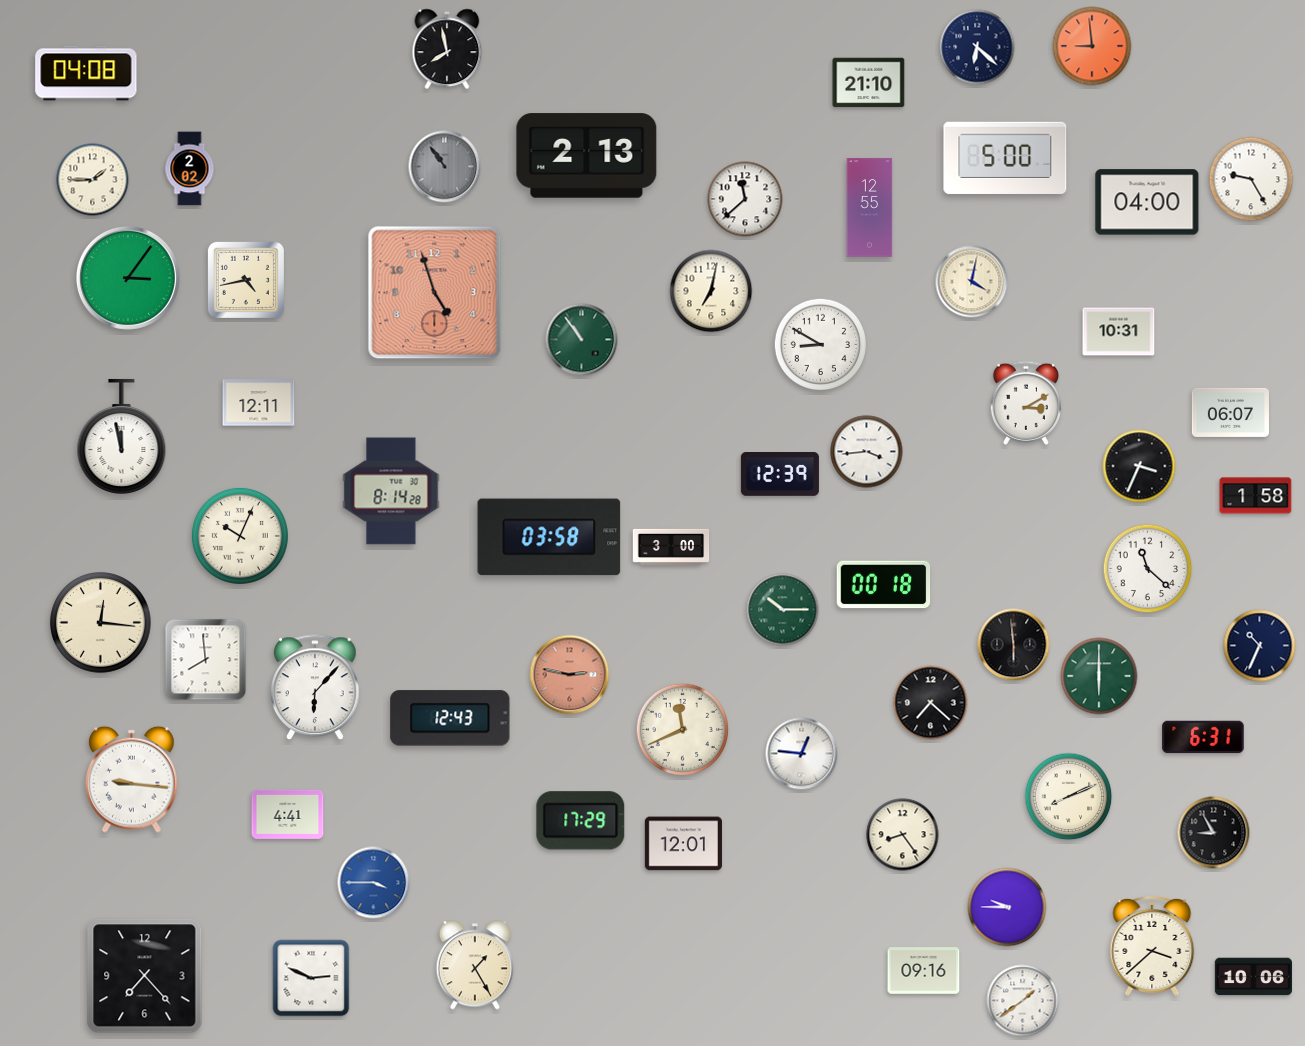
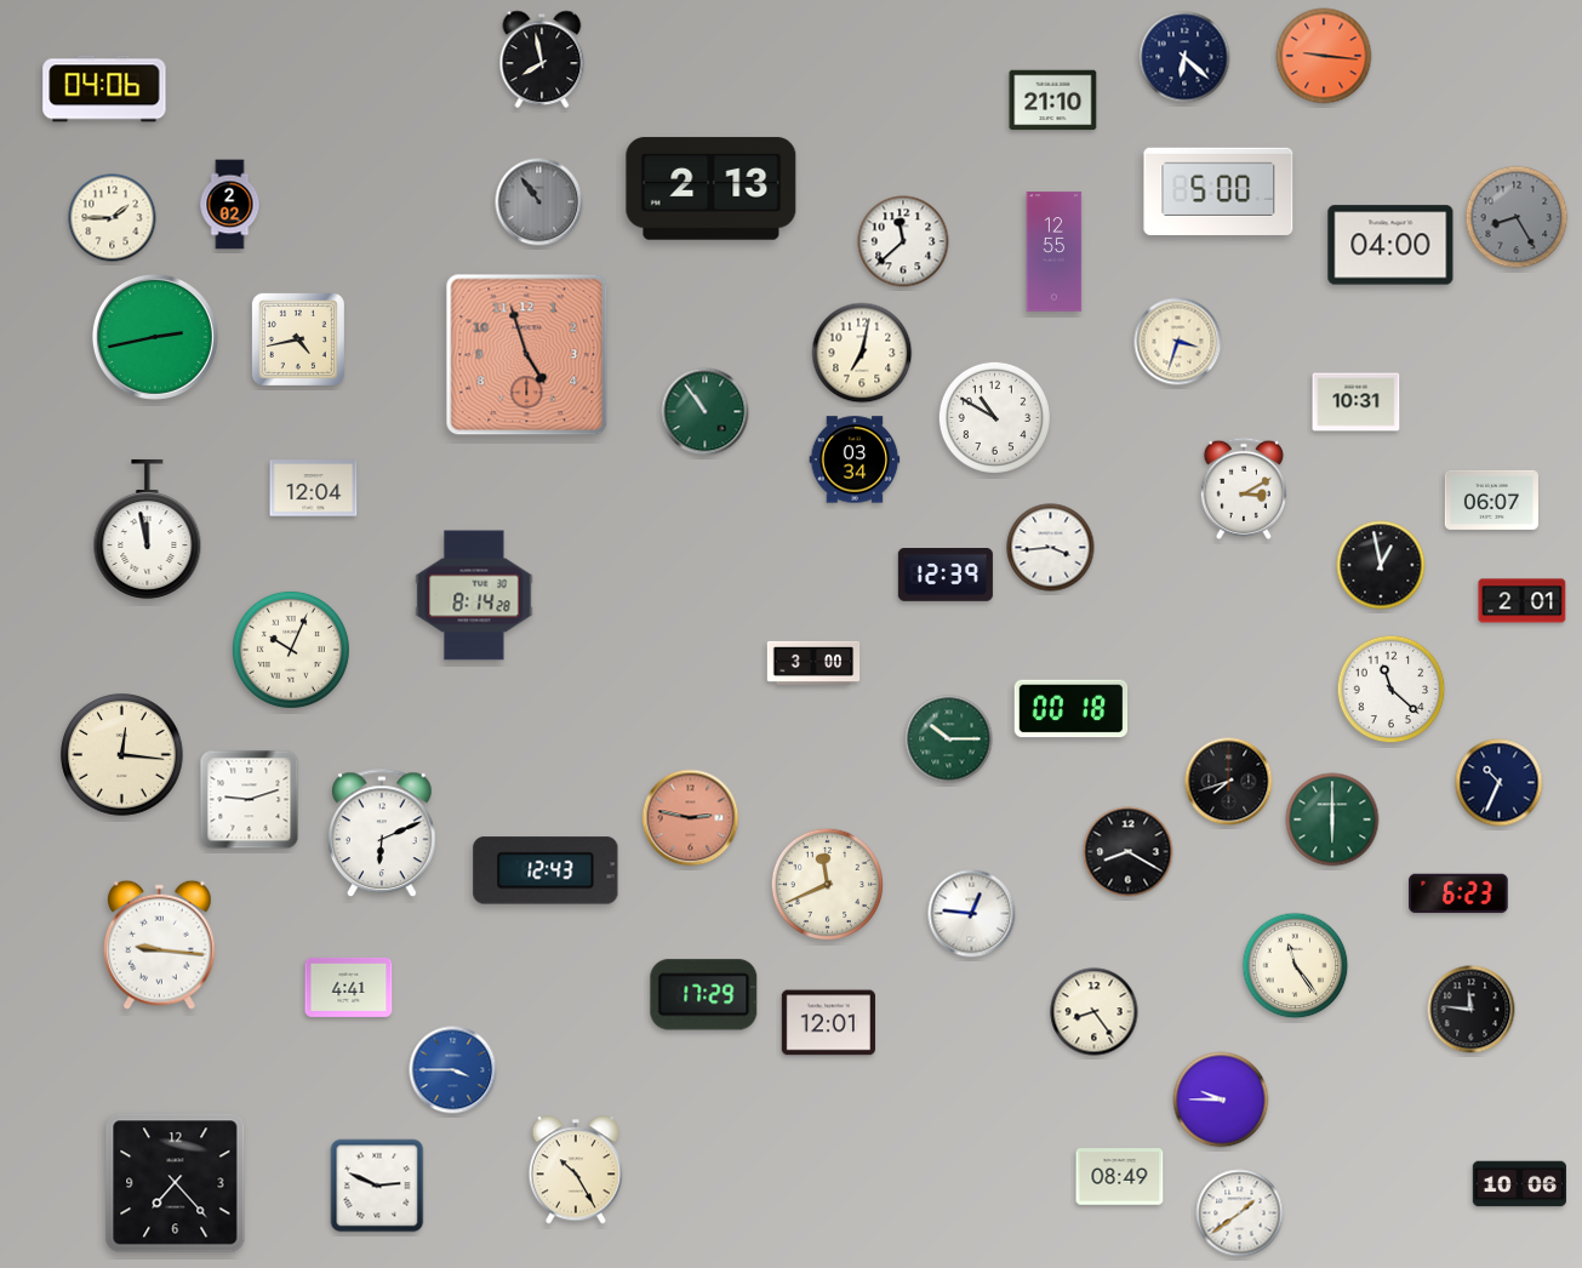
clock at (1092, 46): 8:59 -> 9:16
clock at (86, 73): 04:08 -> 04:06
clock at (1251, 179): 9:25 -> 8:25
clock at (1251, 179) dial: white -> grey
clock at (128, 278): 3:06 -> 2:43
clock at (972, 282): 4:02 -> 3:33
clock at (820, 344): 8:50 -> 10:50
clock at (855, 459): none -> 03:34
clock at (259, 403): 12:11 -> 12:04
clock at (1139, 466): 3:34 -> 12:58
clock at (1256, 496): 1:58 -> 2:01
clock at (549, 537): 03:58 -> none
clock at (1014, 645): 5:59 -> 7:42
clock at (1260, 646) position: (1260, 646) -> (1500, 783)
clock at (206, 660): 7:59 -> 9:12
clock at (316, 688): 6:07 -> 6:11
clock at (931, 703): 7:22 -> 8:20
clock at (1203, 737): 6:31 -> 6:23
clock at (1069, 797): 8:11 -> 11:24
clock at (1214, 833): 8:55 -> 11:46
clock at (1152, 946): 3:38 -> none
clock at (475, 965): 1:25 -> 10:25
clock at (924, 971): 09:16 -> 08:49
